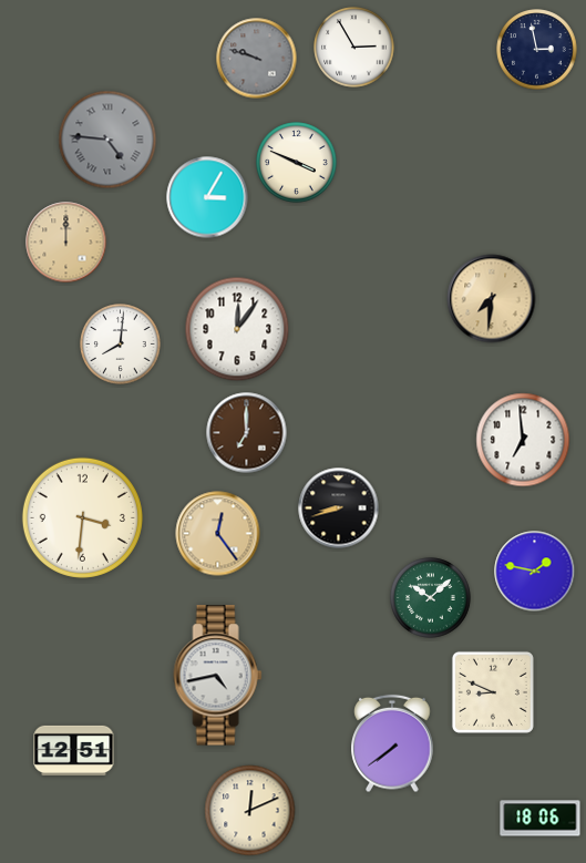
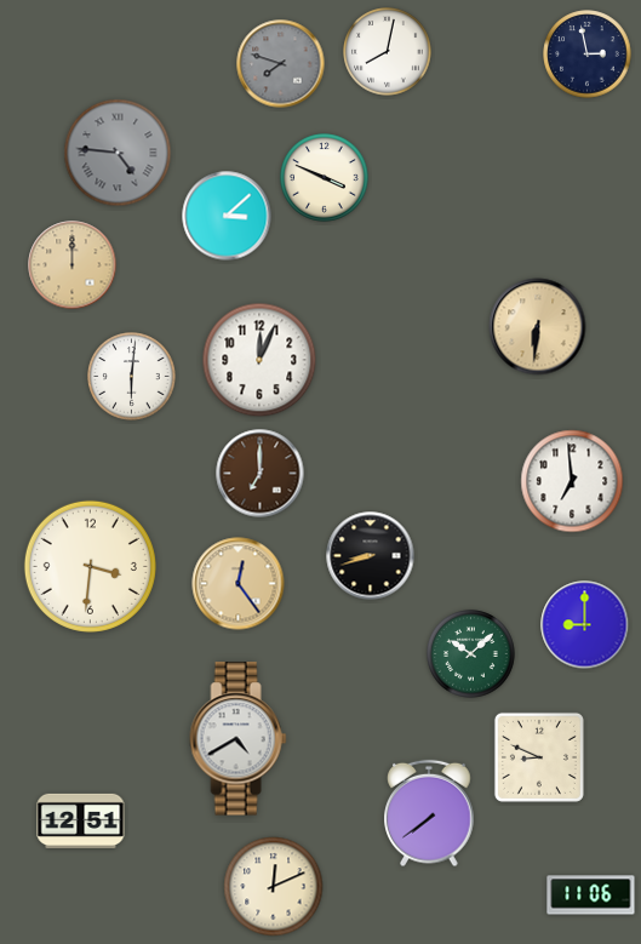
clock at (354, 48): 2:55 -> 8:02
clock at (257, 59): 9:48 -> 7:48
clock at (207, 197): 3:05 -> 3:08
clock at (492, 299): 7:31 -> 6:31
clock at (237, 329): 12:06 -> 12:04
clock at (121, 345): 8:01 -> 6:01
clock at (247, 433) position: (247, 433) -> (261, 474)
clock at (535, 572): 1:47 -> 9:00
clock at (218, 676): 4:43 -> 4:40
clock at (541, 819): 18:06 -> 11:06
